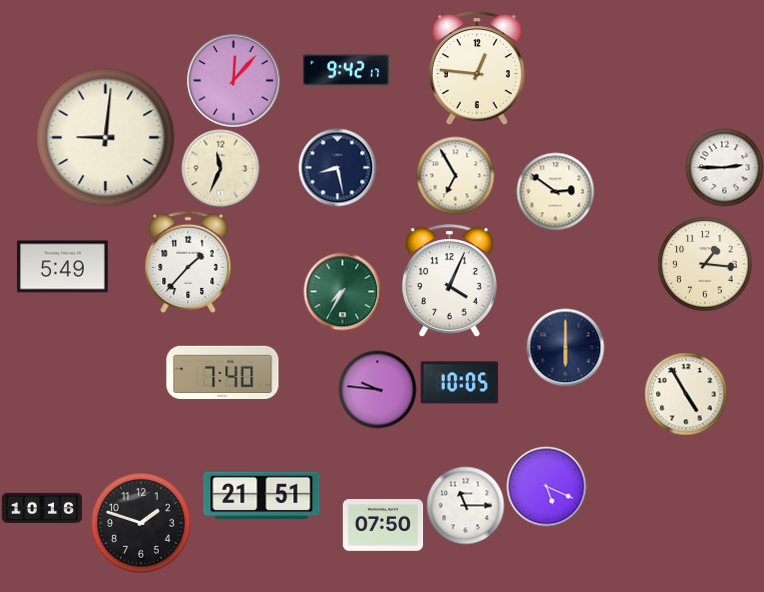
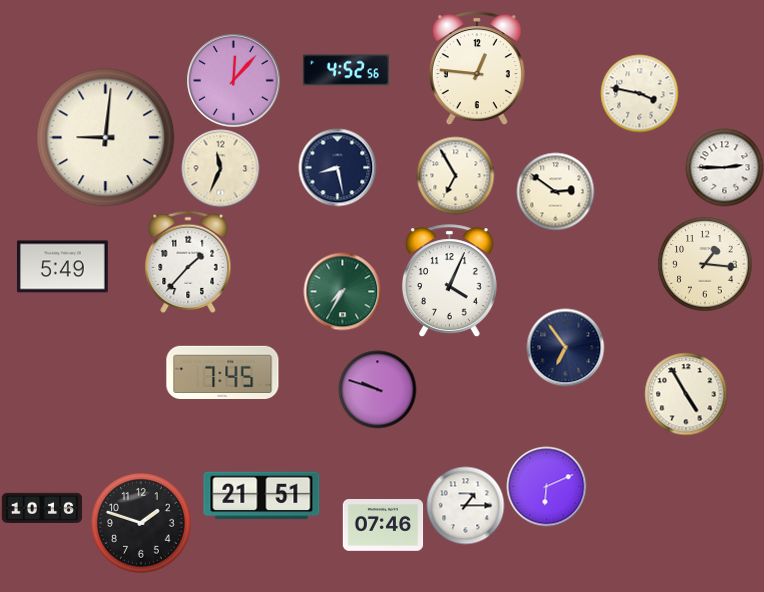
clock at (346, 70): 9:42 -> 4:52
clock at (639, 93): none -> 3:47
clock at (565, 347): 6:00 -> 6:54
clock at (223, 372): 7:40 -> 7:45
clock at (459, 383): 10:05 -> none
clock at (377, 389): 9:46 -> 9:48
clock at (546, 486): 5:19 -> 6:11
clock at (465, 505): 11:15 -> 1:15
clock at (383, 526): 07:50 -> 07:46
